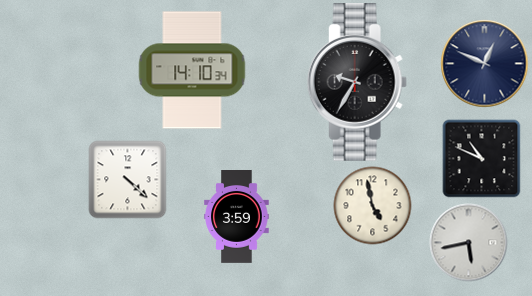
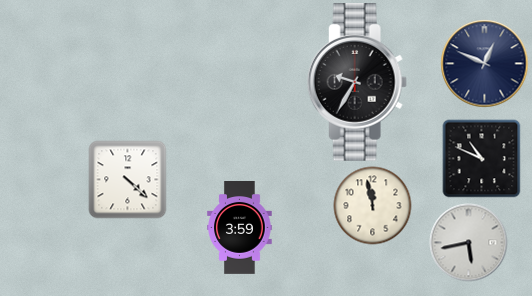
clock at (192, 70): 14:10 -> none
clock at (372, 205): 4:58 -> 11:58
clock at (237, 217) position: (237, 217) -> (240, 228)
